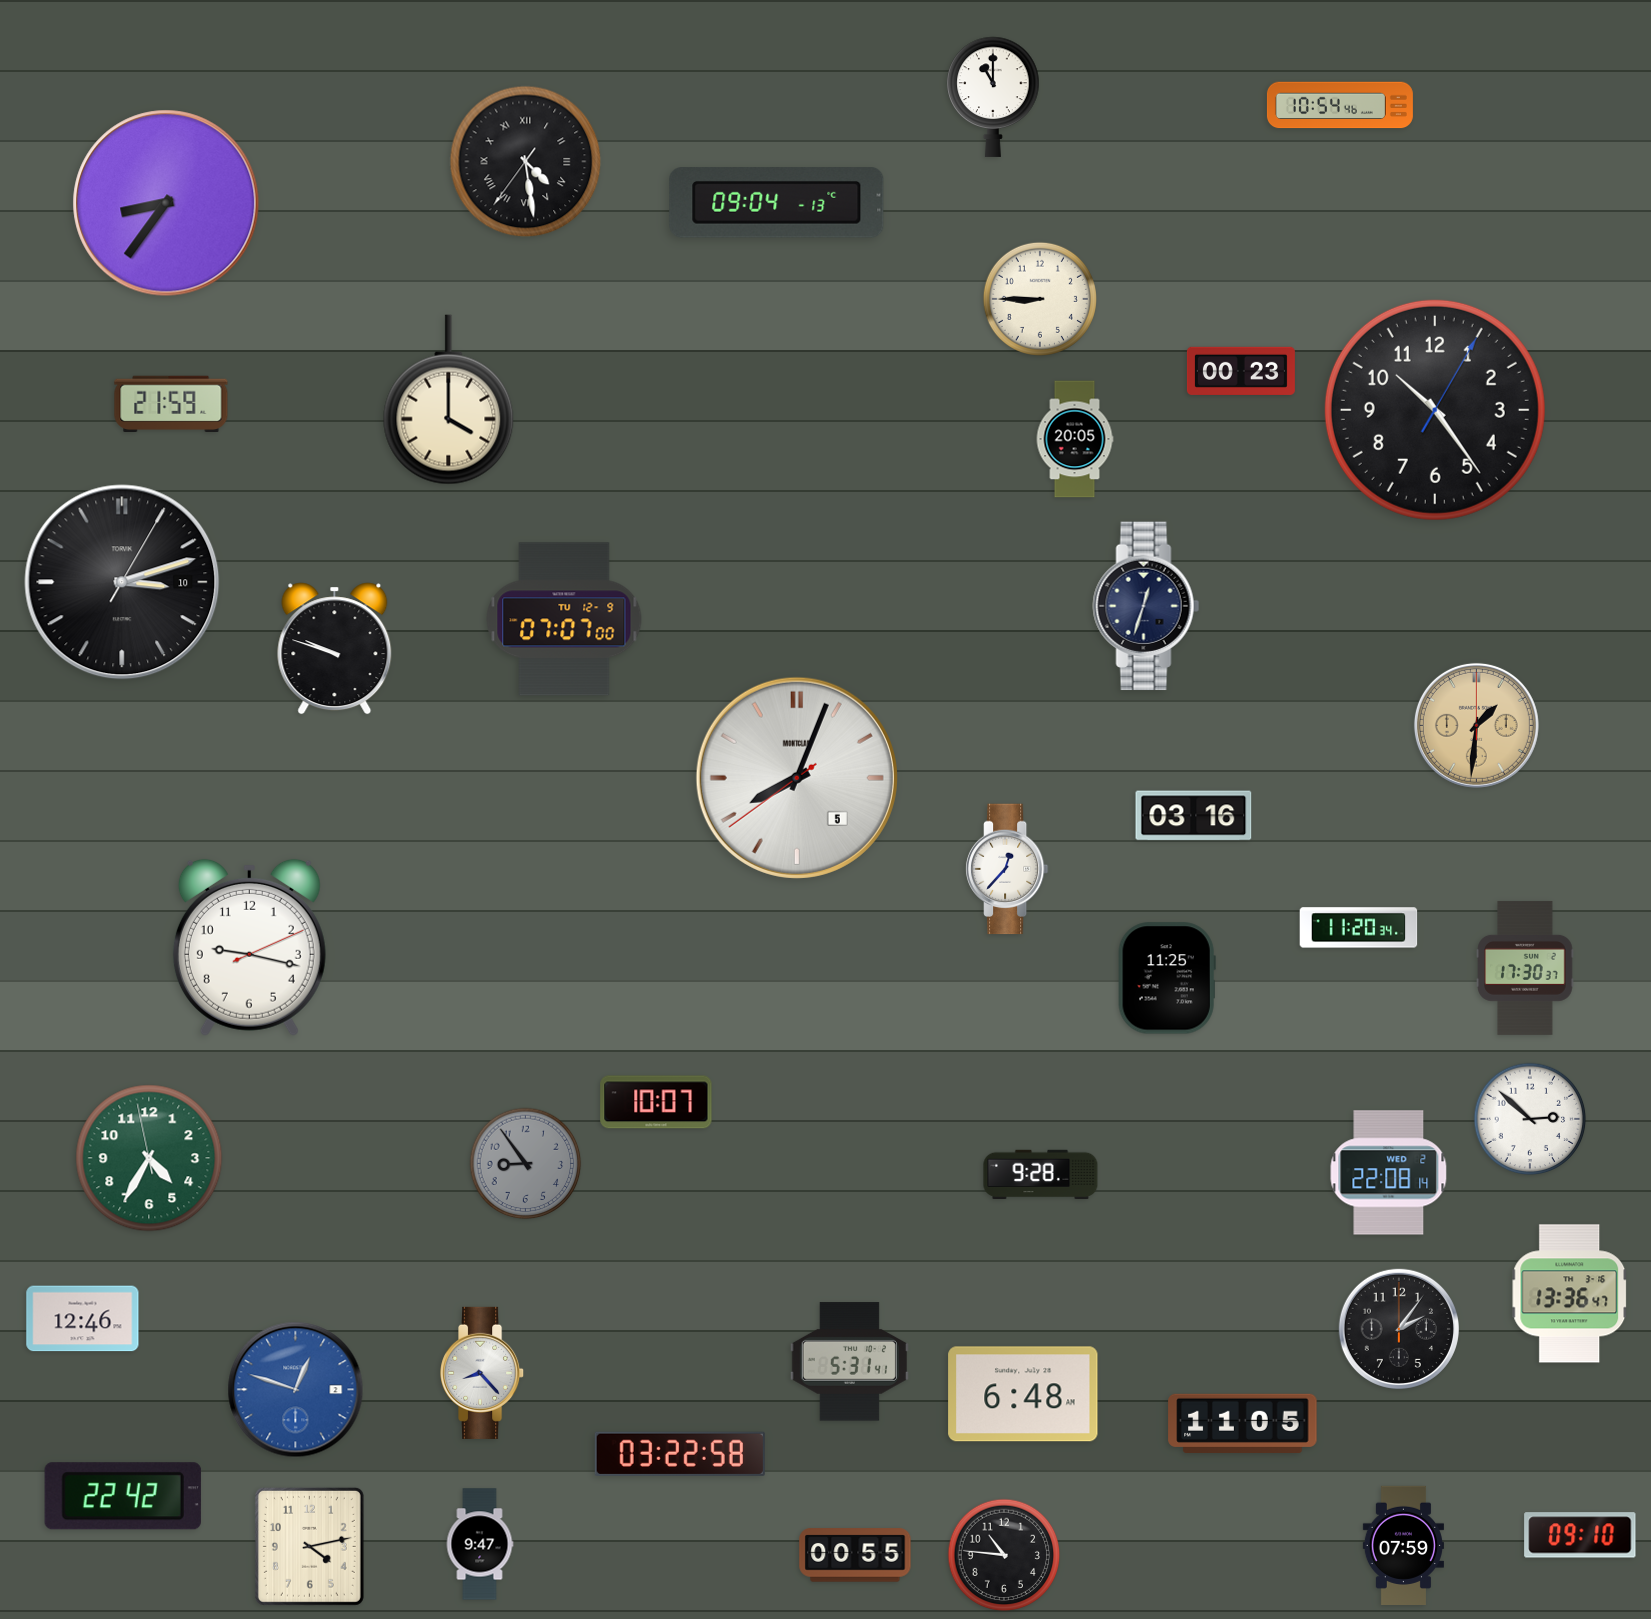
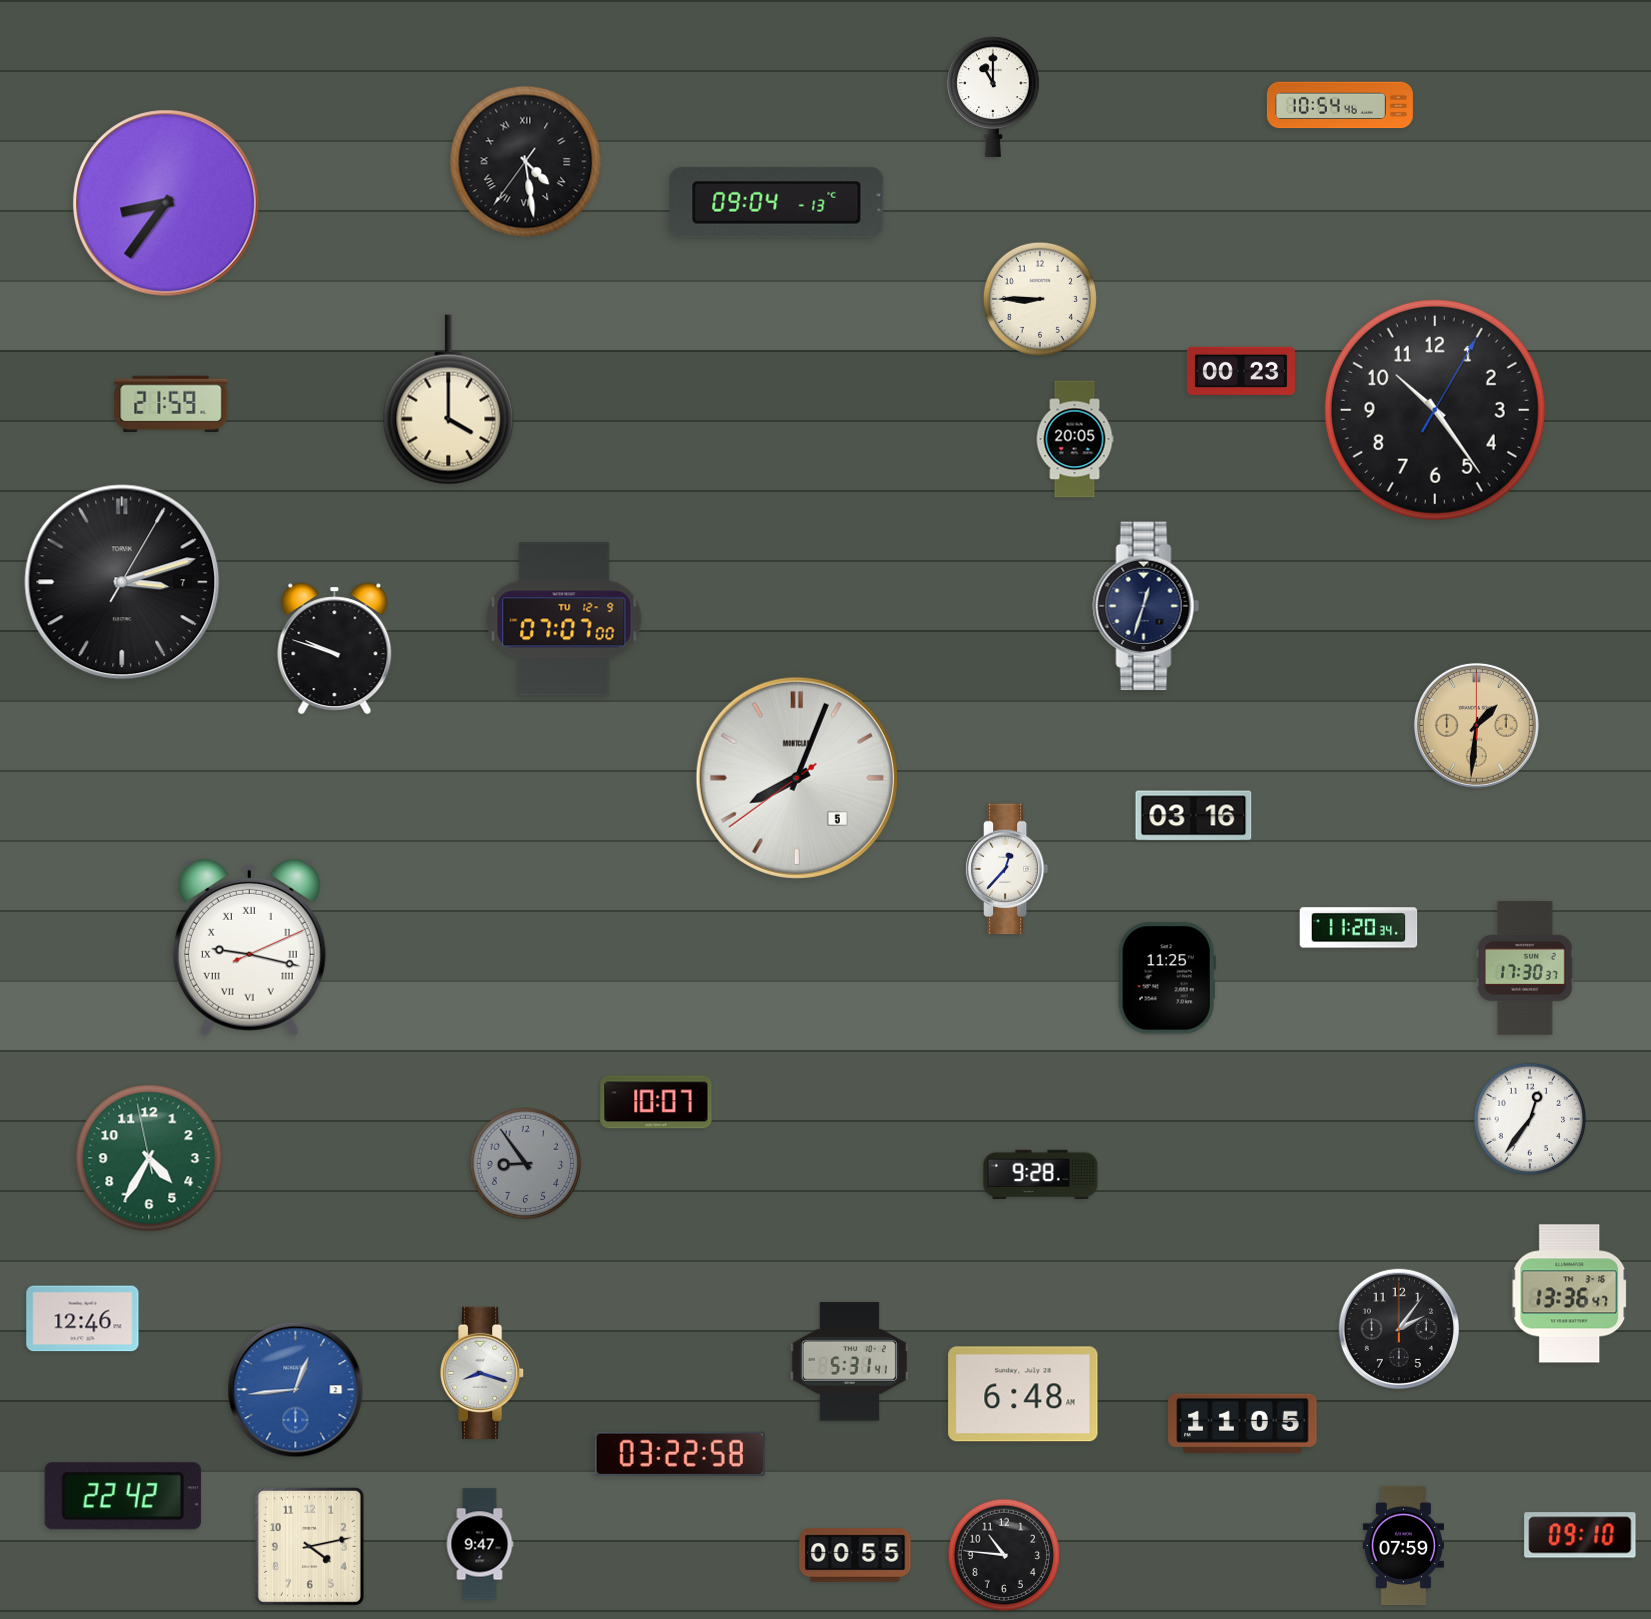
clock at (122, 582) date: 10 -> 7
clock at (249, 947) numerals: Arabic -> Roman
clock at (1530, 1119): 2:52 -> 12:36
clock at (1389, 1173): 22:08 -> none
clock at (483, 1373): 8:23 -> 8:18
clock at (296, 1390): 12:48 -> 12:44
